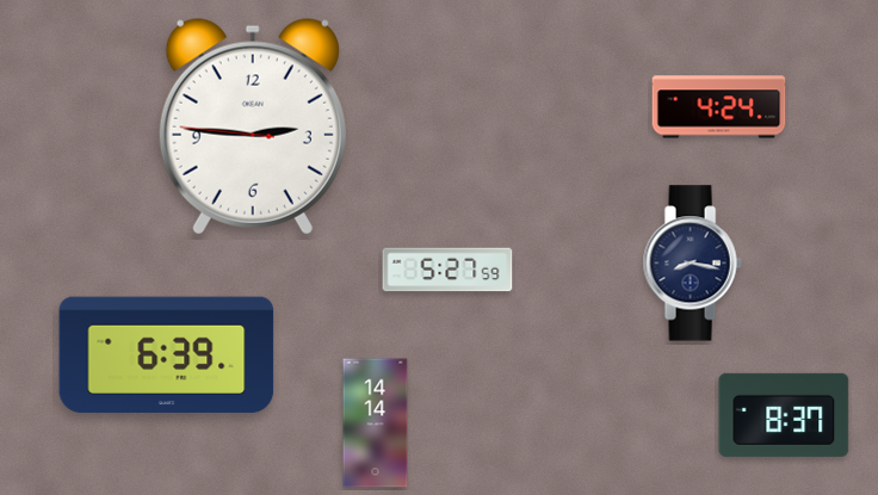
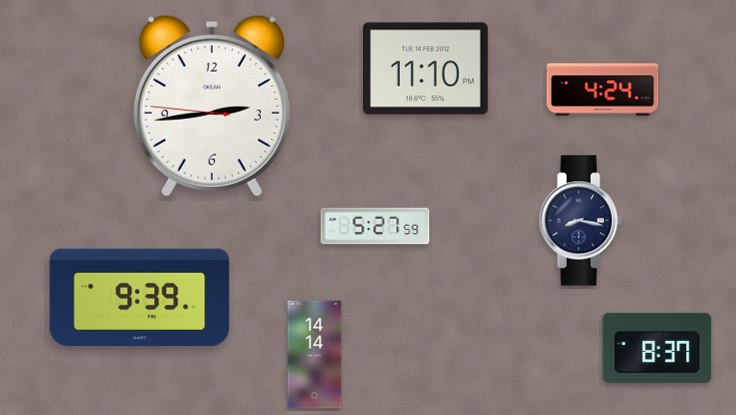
clock at (425, 69): none -> 11:10
clock at (253, 126): 2:45 -> 2:43
clock at (167, 355): 6:39 -> 9:39
